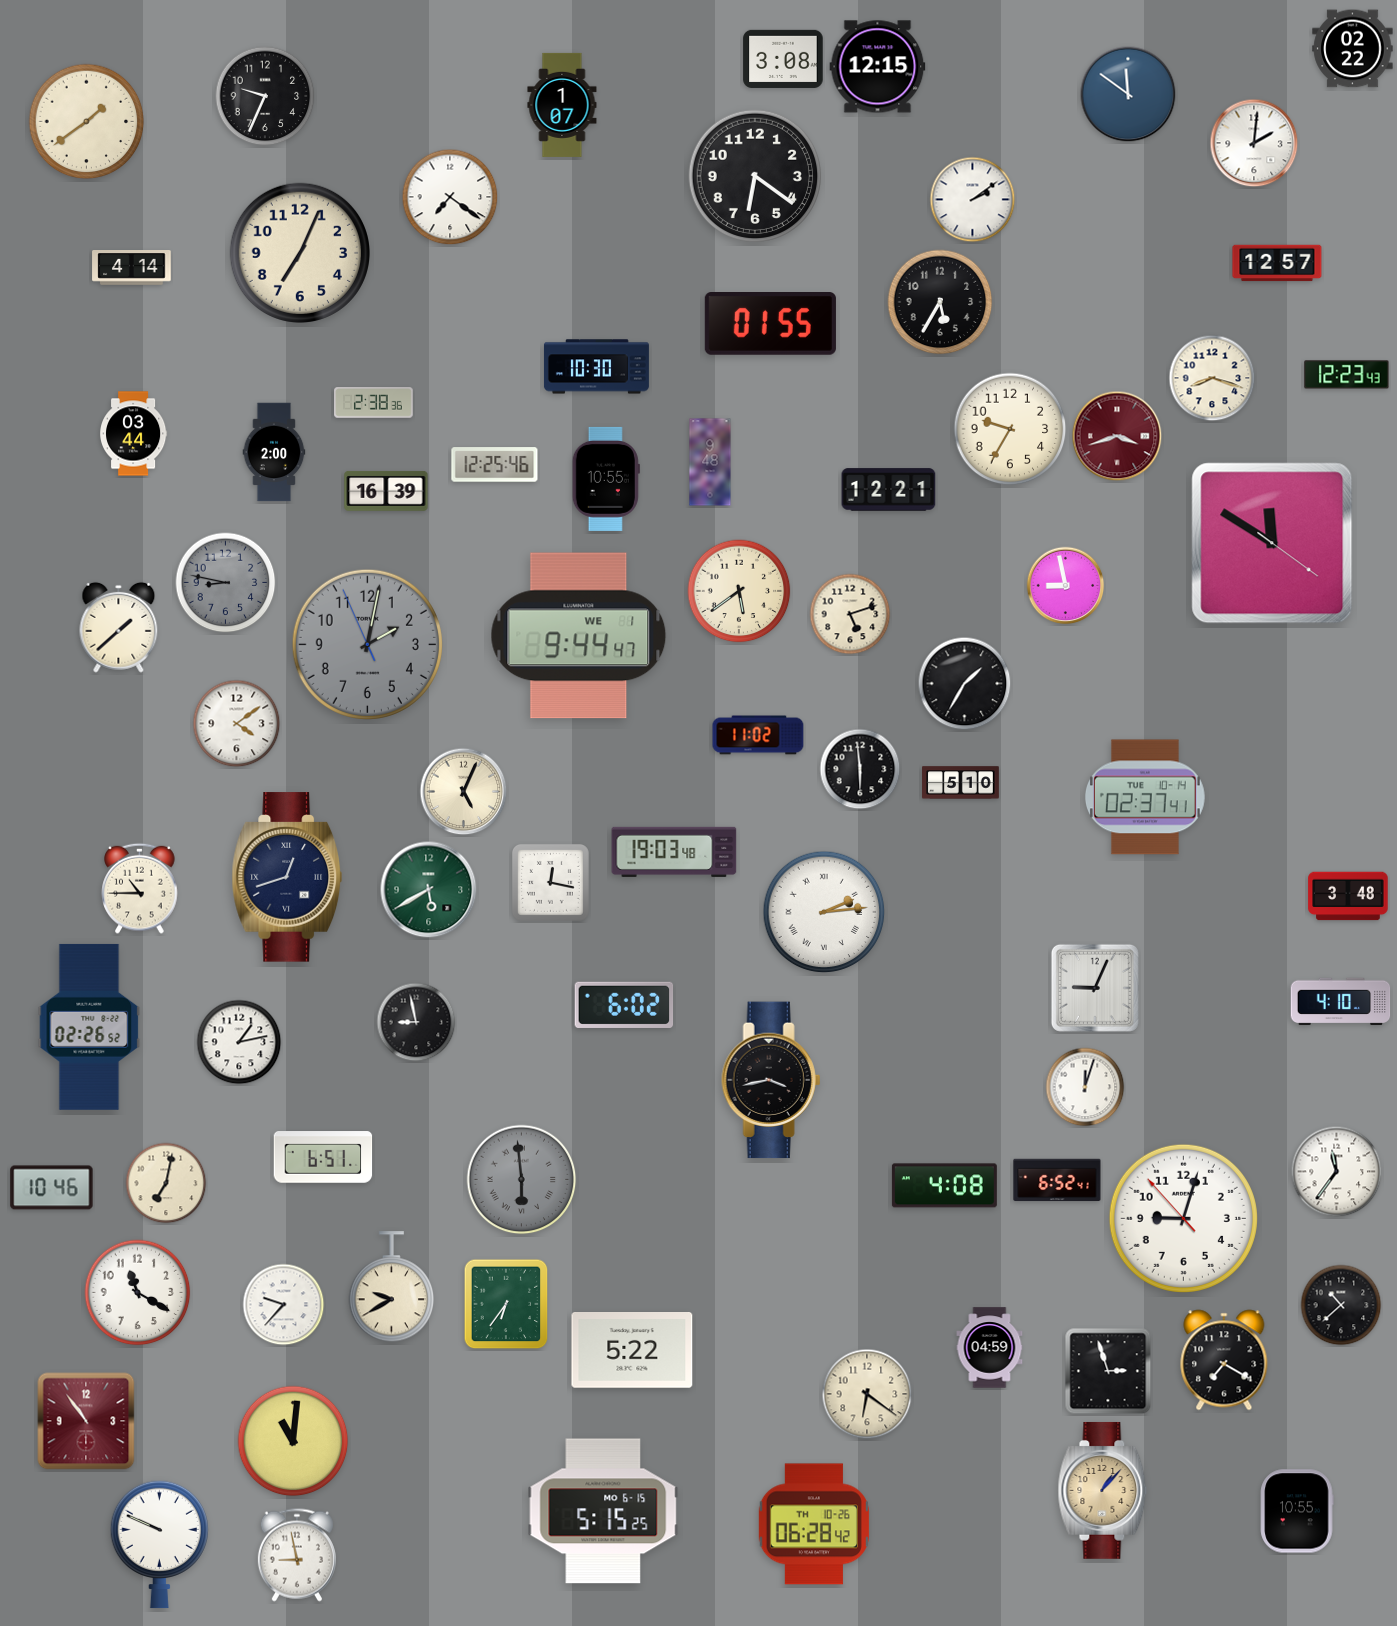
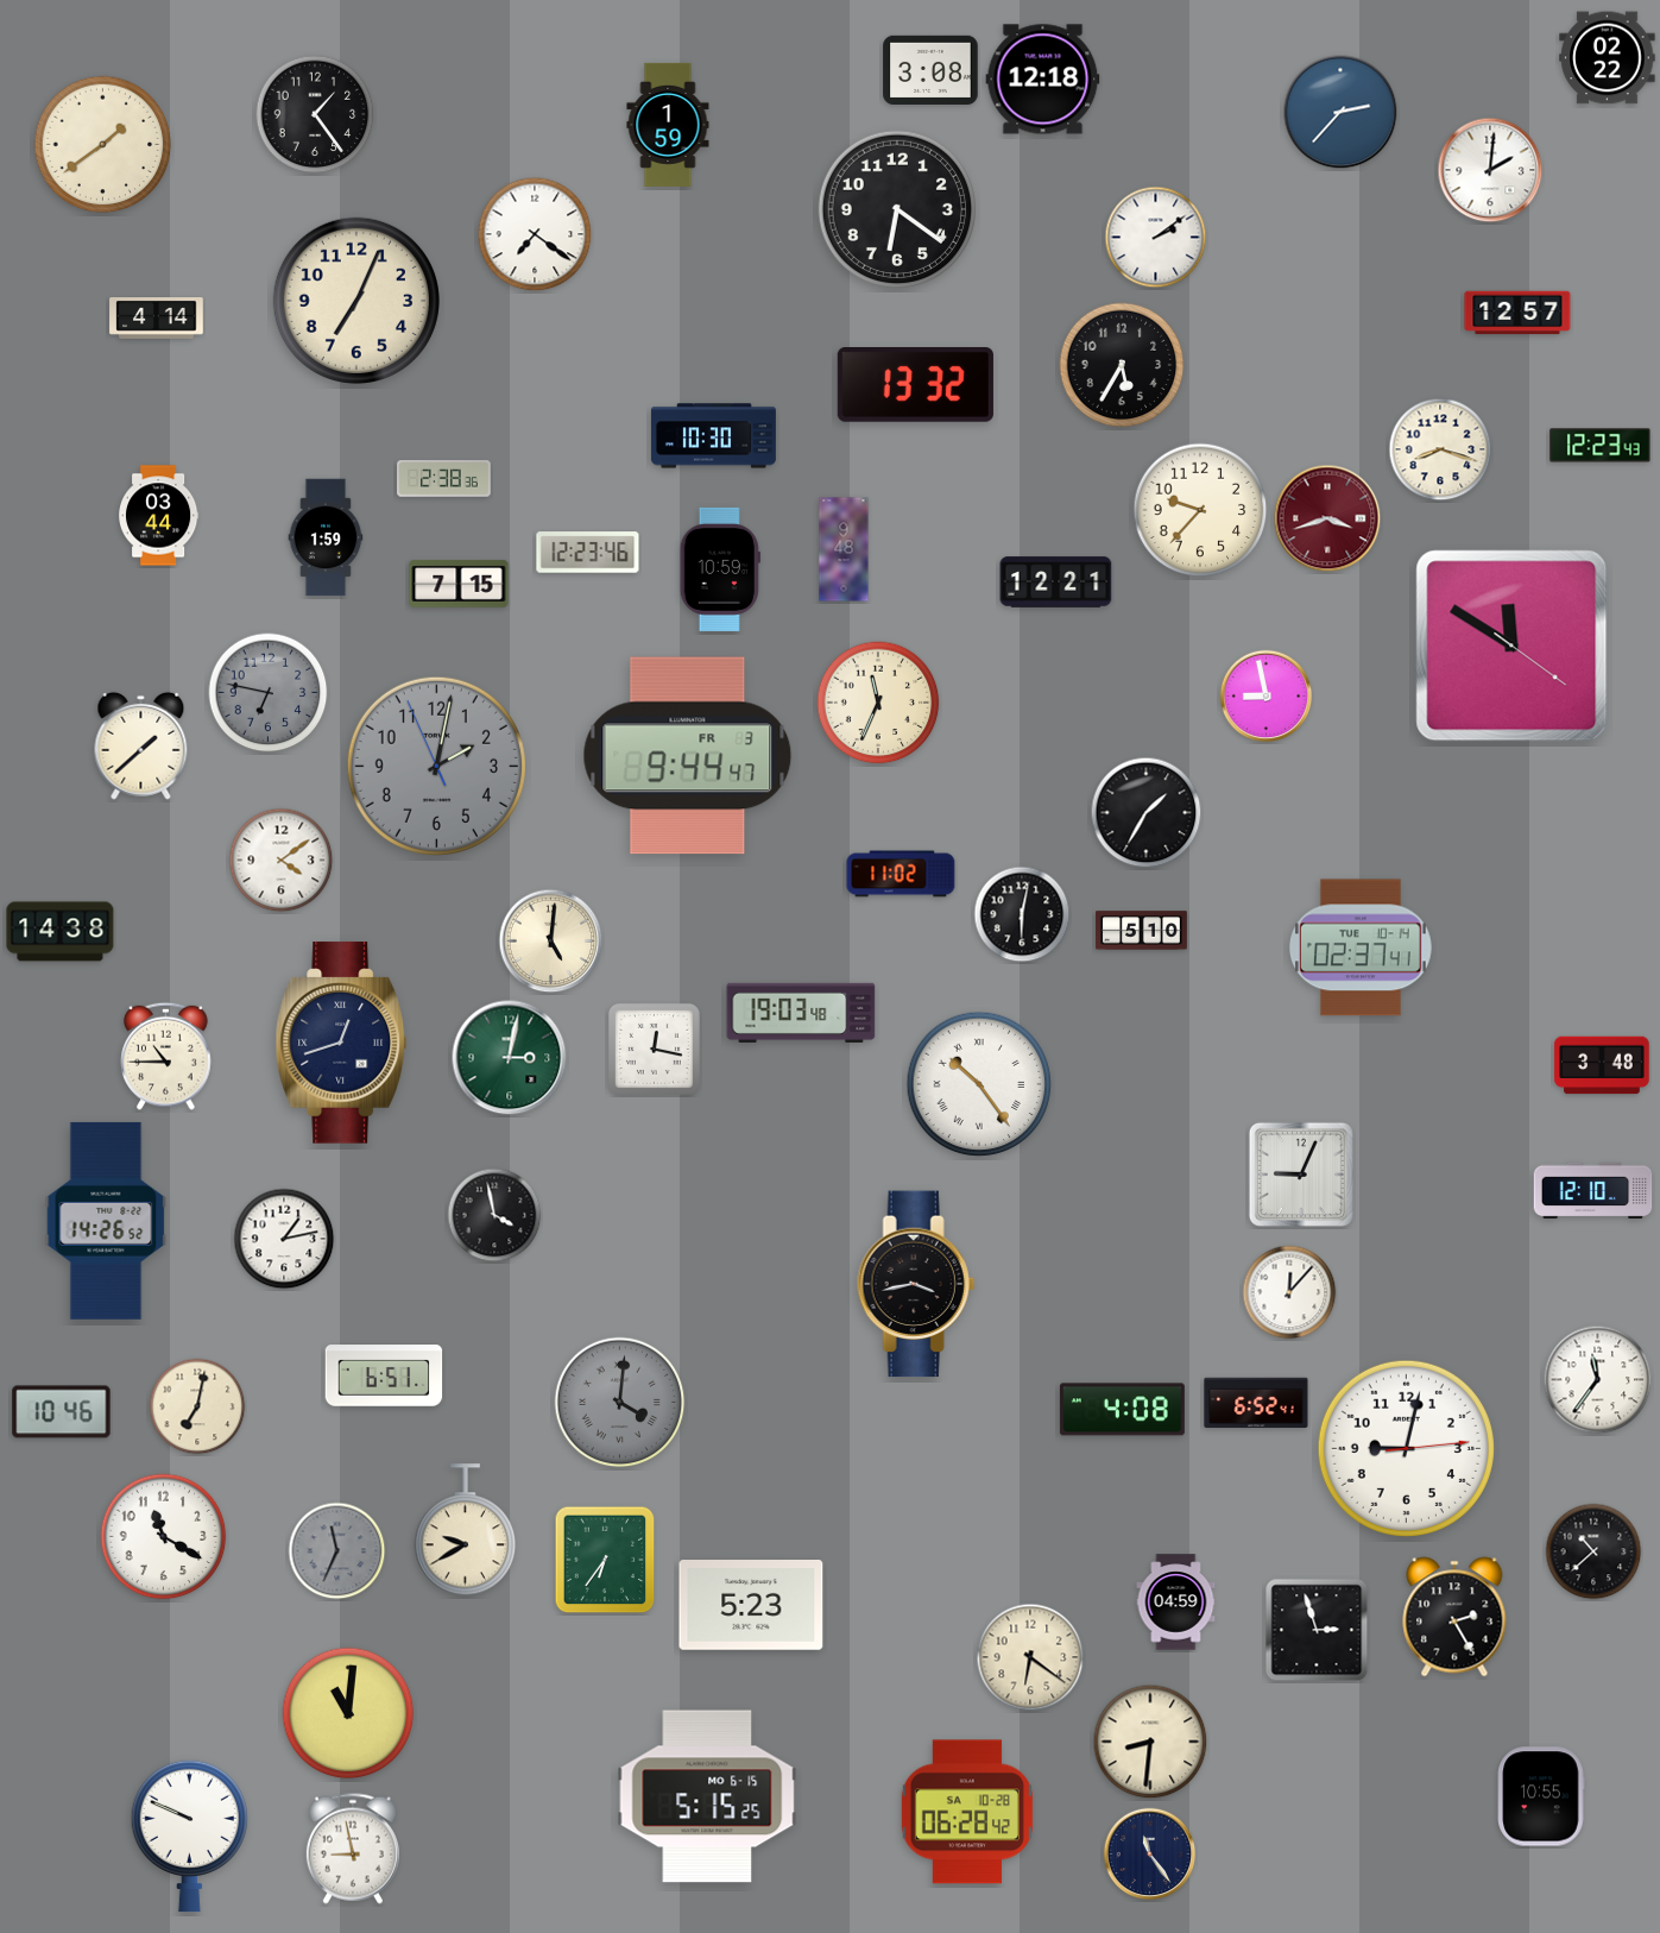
clock at (878, 67): 12:15 -> 12:18
clock at (1128, 94): 11:51 -> 2:37
clock at (265, 96): 9:34 -> 1:24
clock at (562, 105): 1:07 -> 1:59
clock at (940, 302) position: (940, 302) -> (1122, 365)
clock at (770, 324): 01:55 -> 13:32
clock at (596, 367) position: (596, 367) -> (713, 436)
clock at (1010, 429): 9:35 -> 9:37
clock at (274, 452): 2:00 -> 1:59
clock at (495, 465): 12:25 -> 12:23
clock at (606, 479): 10:55 -> 10:59
clock at (386, 491): 16:39 -> 7:15
clock at (226, 583): 8:47 -> 6:47
clock at (739, 591): 5:39 -> 11:34
clock at (850, 614): 5:12 -> none
clock at (579, 636) date: WE 1 -> FR 3
clock at (860, 769): 5:59 -> 6:02
clock at (61, 932): none -> 14:38
clock at (464, 792): 5:04 -> 5:01
clock at (429, 890): 5:40 -> 3:02
clock at (824, 912): 2:14 -> 10:24
clock at (1341, 1002): 4:10 -> 12:10
clock at (624, 1005): 6:02 -> none
clock at (416, 1022): 8:58 -> 3:58
clock at (89, 1027): 02:26 -> 14:26
clock at (1085, 1087): 12:03 -> 12:07
clock at (1337, 1172) position: (1337, 1172) -> (1598, 1380)
clock at (522, 1180): 5:59 -> 4:01
clock at (1183, 1218): 9:02:53 -> 9:02:14
clock at (506, 1304) position: (506, 1304) -> (605, 1560)
clock at (284, 1305): 9:37 -> 11:34
clock at (284, 1305) dial: white -> grey
clock at (632, 1351): 5:22 -> 5:23
clock at (1224, 1360): 7:20 -> 2:25
clock at (86, 1421): 10:54 -> none
clock at (1150, 1742): none -> 8:31
clock at (1103, 1490): 1:07 -> none
clock at (603, 1511) position: (603, 1511) -> (707, 1796)
clock at (814, 1524) date: TH 10-26 -> SA 10-28
clock at (1150, 1855): none -> 11:24
